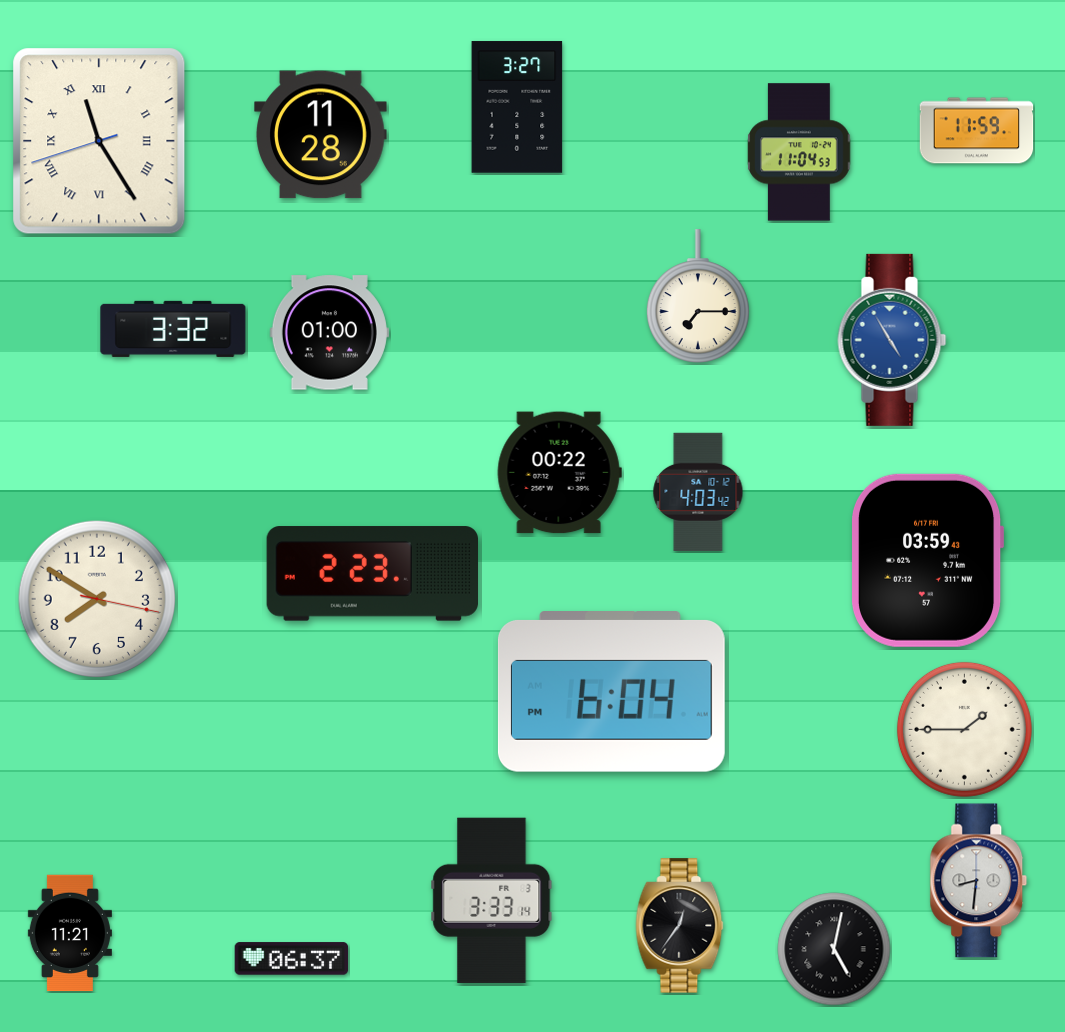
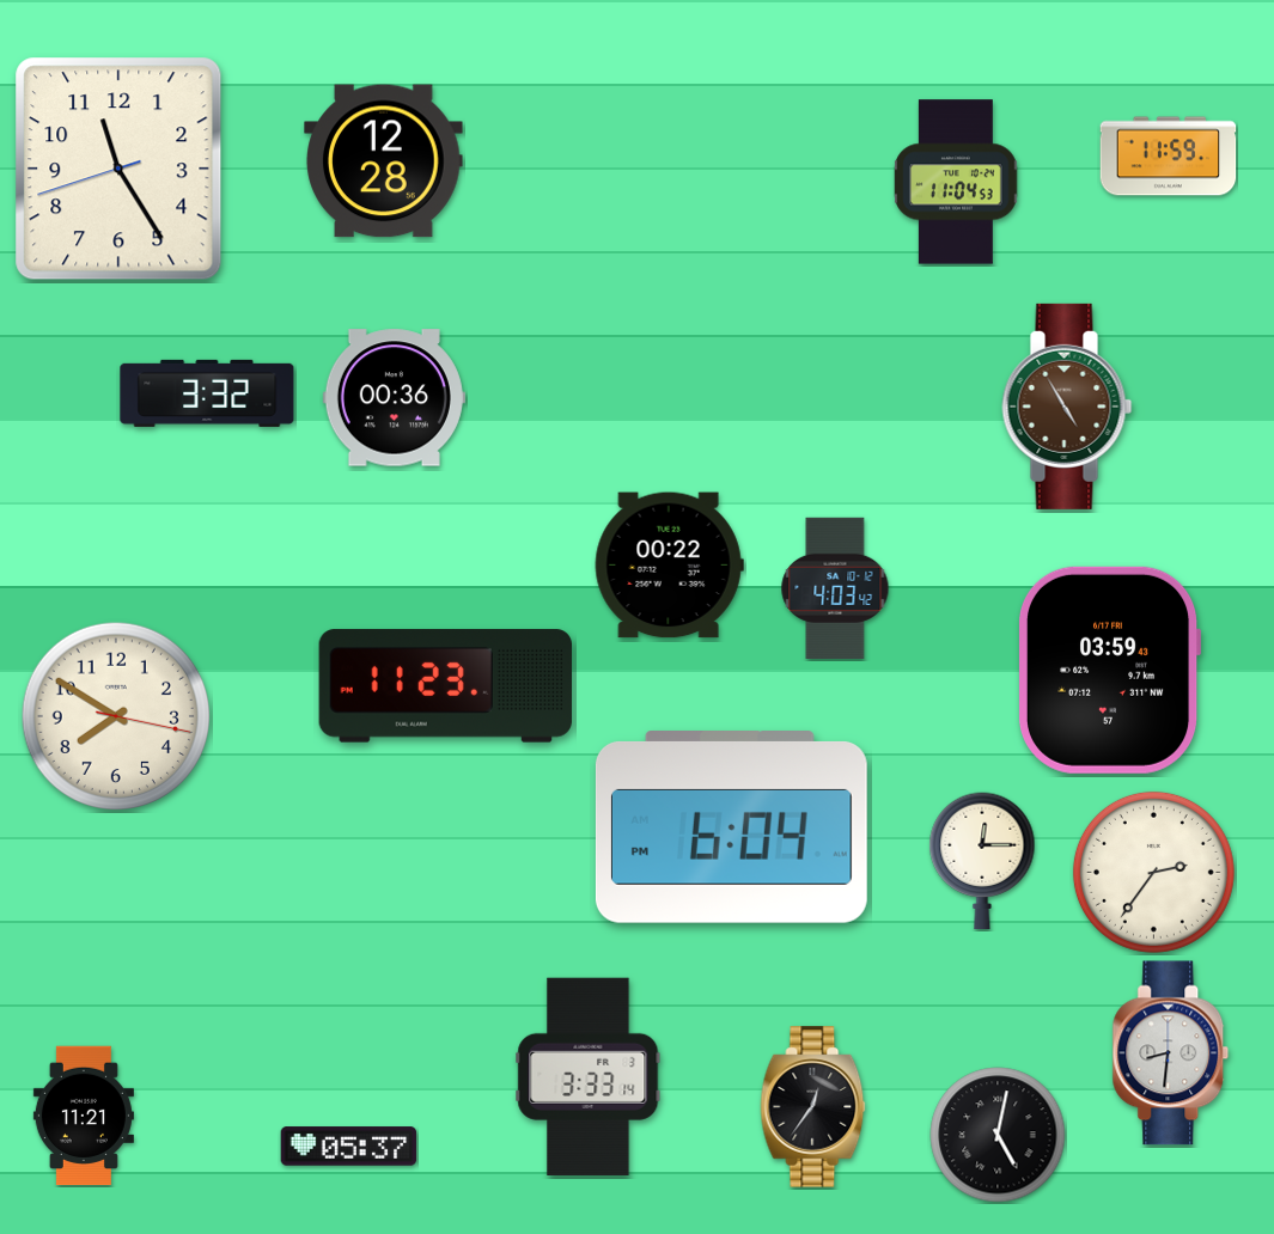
clock at (517, 107): 3:27 -> none
clock at (321, 135): 11:28 -> 12:28
clock at (99, 141) numerals: Roman -> Arabic
clock at (698, 296): 7:15 -> none
clock at (329, 333): 01:00 -> 00:36
clock at (892, 340) dial: blue -> brown
clock at (372, 574): 2:23 -> 11:23
clock at (982, 861): none -> 12:15
clock at (964, 729): 1:45 -> 2:36
clock at (292, 959): 06:37 -> 05:37
